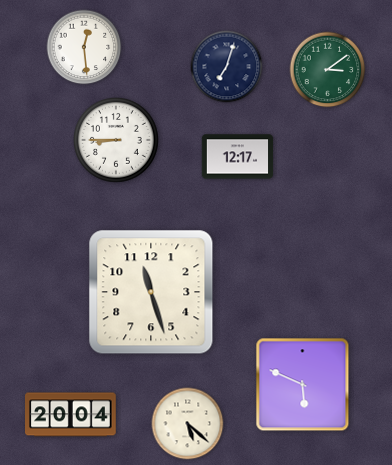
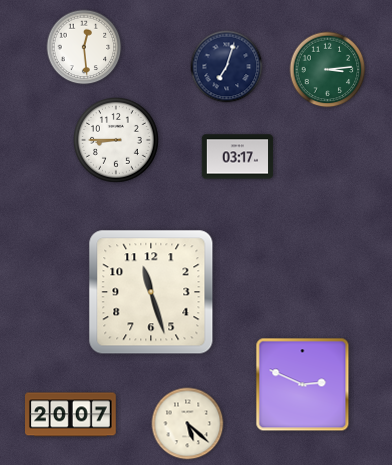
clock at (328, 70): 3:09 -> 3:14
clock at (238, 157): 12:17 -> 03:17
clock at (303, 385): 5:49 -> 2:49
clock at (71, 415): 20:04 -> 20:07
